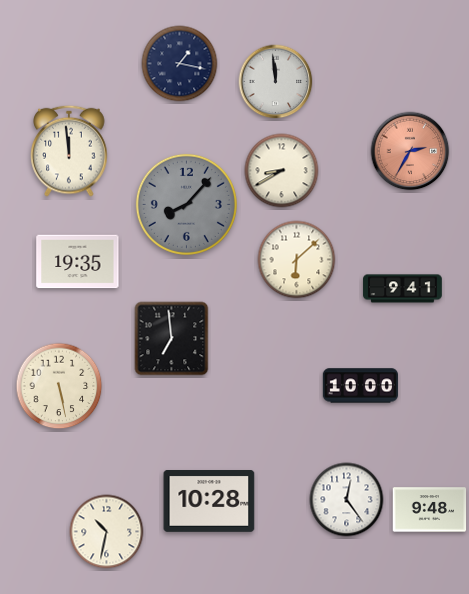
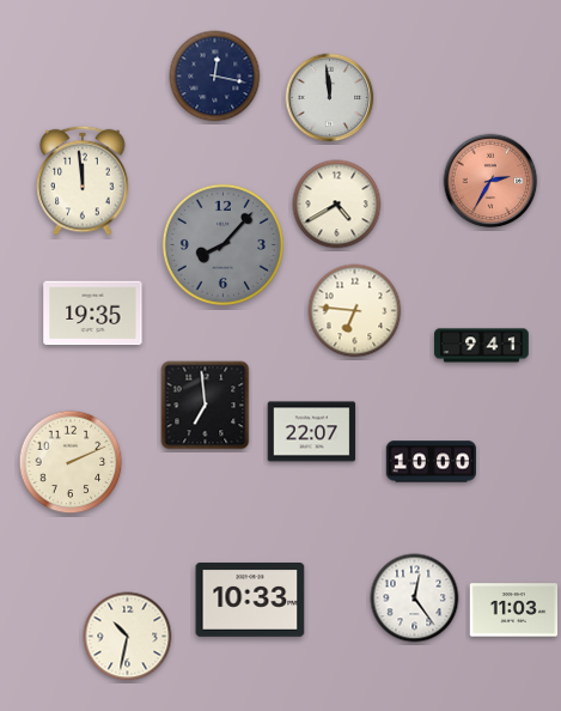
clock at (180, 64): 1:17 -> 12:17
clock at (282, 171): 8:40 -> 4:40
clock at (297, 260): 6:08 -> 6:46
clock at (312, 432): none -> 22:07
clock at (59, 386): 5:28 -> 2:11
clock at (209, 502): 10:28 -> 10:33
clock at (430, 510): 9:48 -> 11:03
